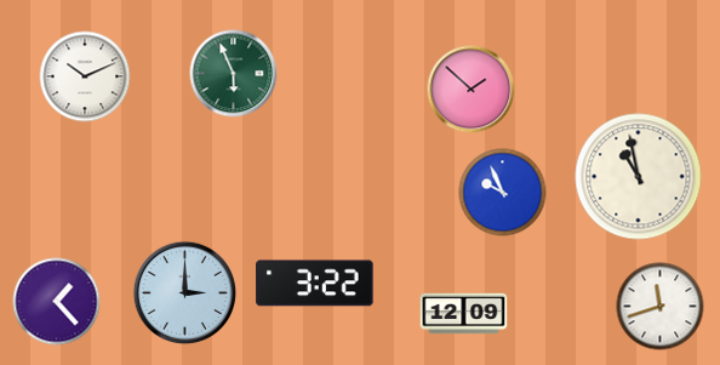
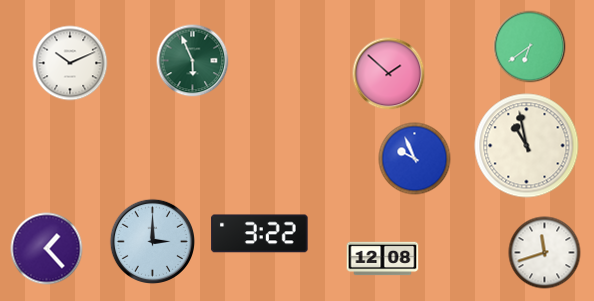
clock at (530, 47): none -> 6:39
clock at (464, 314): 12:09 -> 12:08
